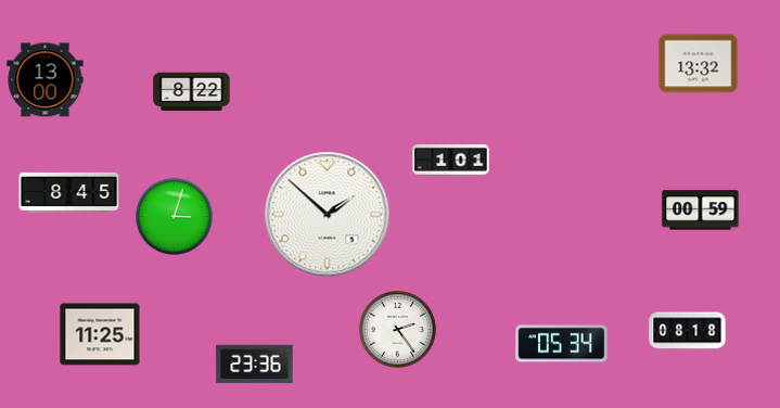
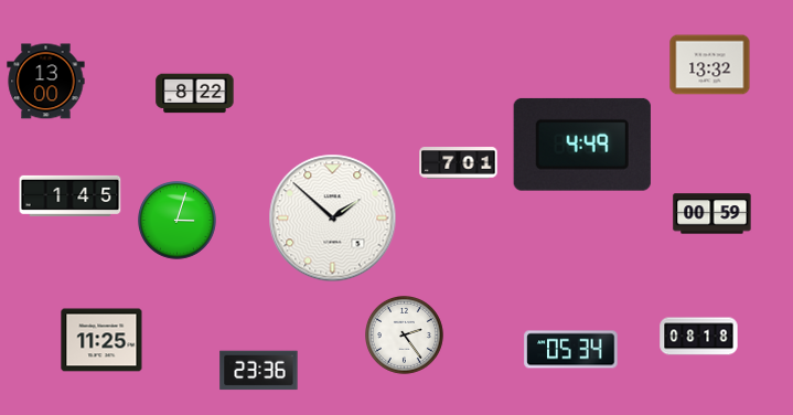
clock at (582, 145): none -> 4:49
clock at (451, 161): 1:01 -> 7:01
clock at (69, 192): 8:45 -> 1:45
